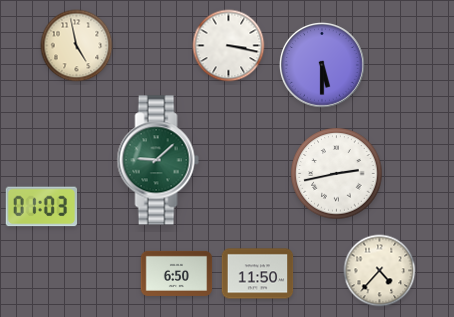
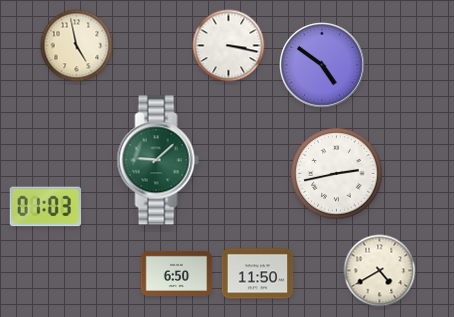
clock at (323, 66): 5:30 -> 4:51
clock at (42, 207) position: (42, 207) -> (46, 207)
clock at (380, 271): 4:37 -> 4:40
